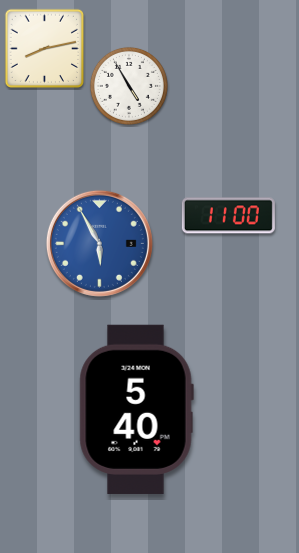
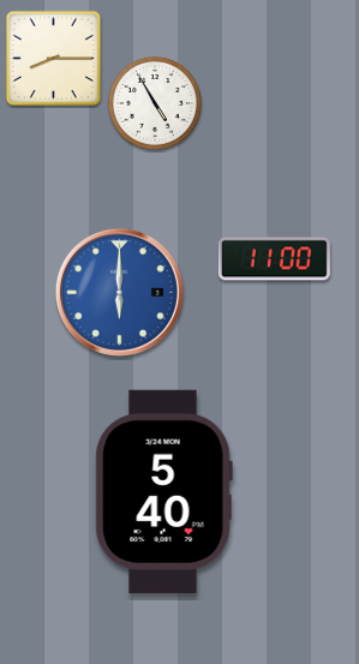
clock at (44, 48): 8:13 -> 8:15
clock at (99, 243): 5:55 -> 6:00
